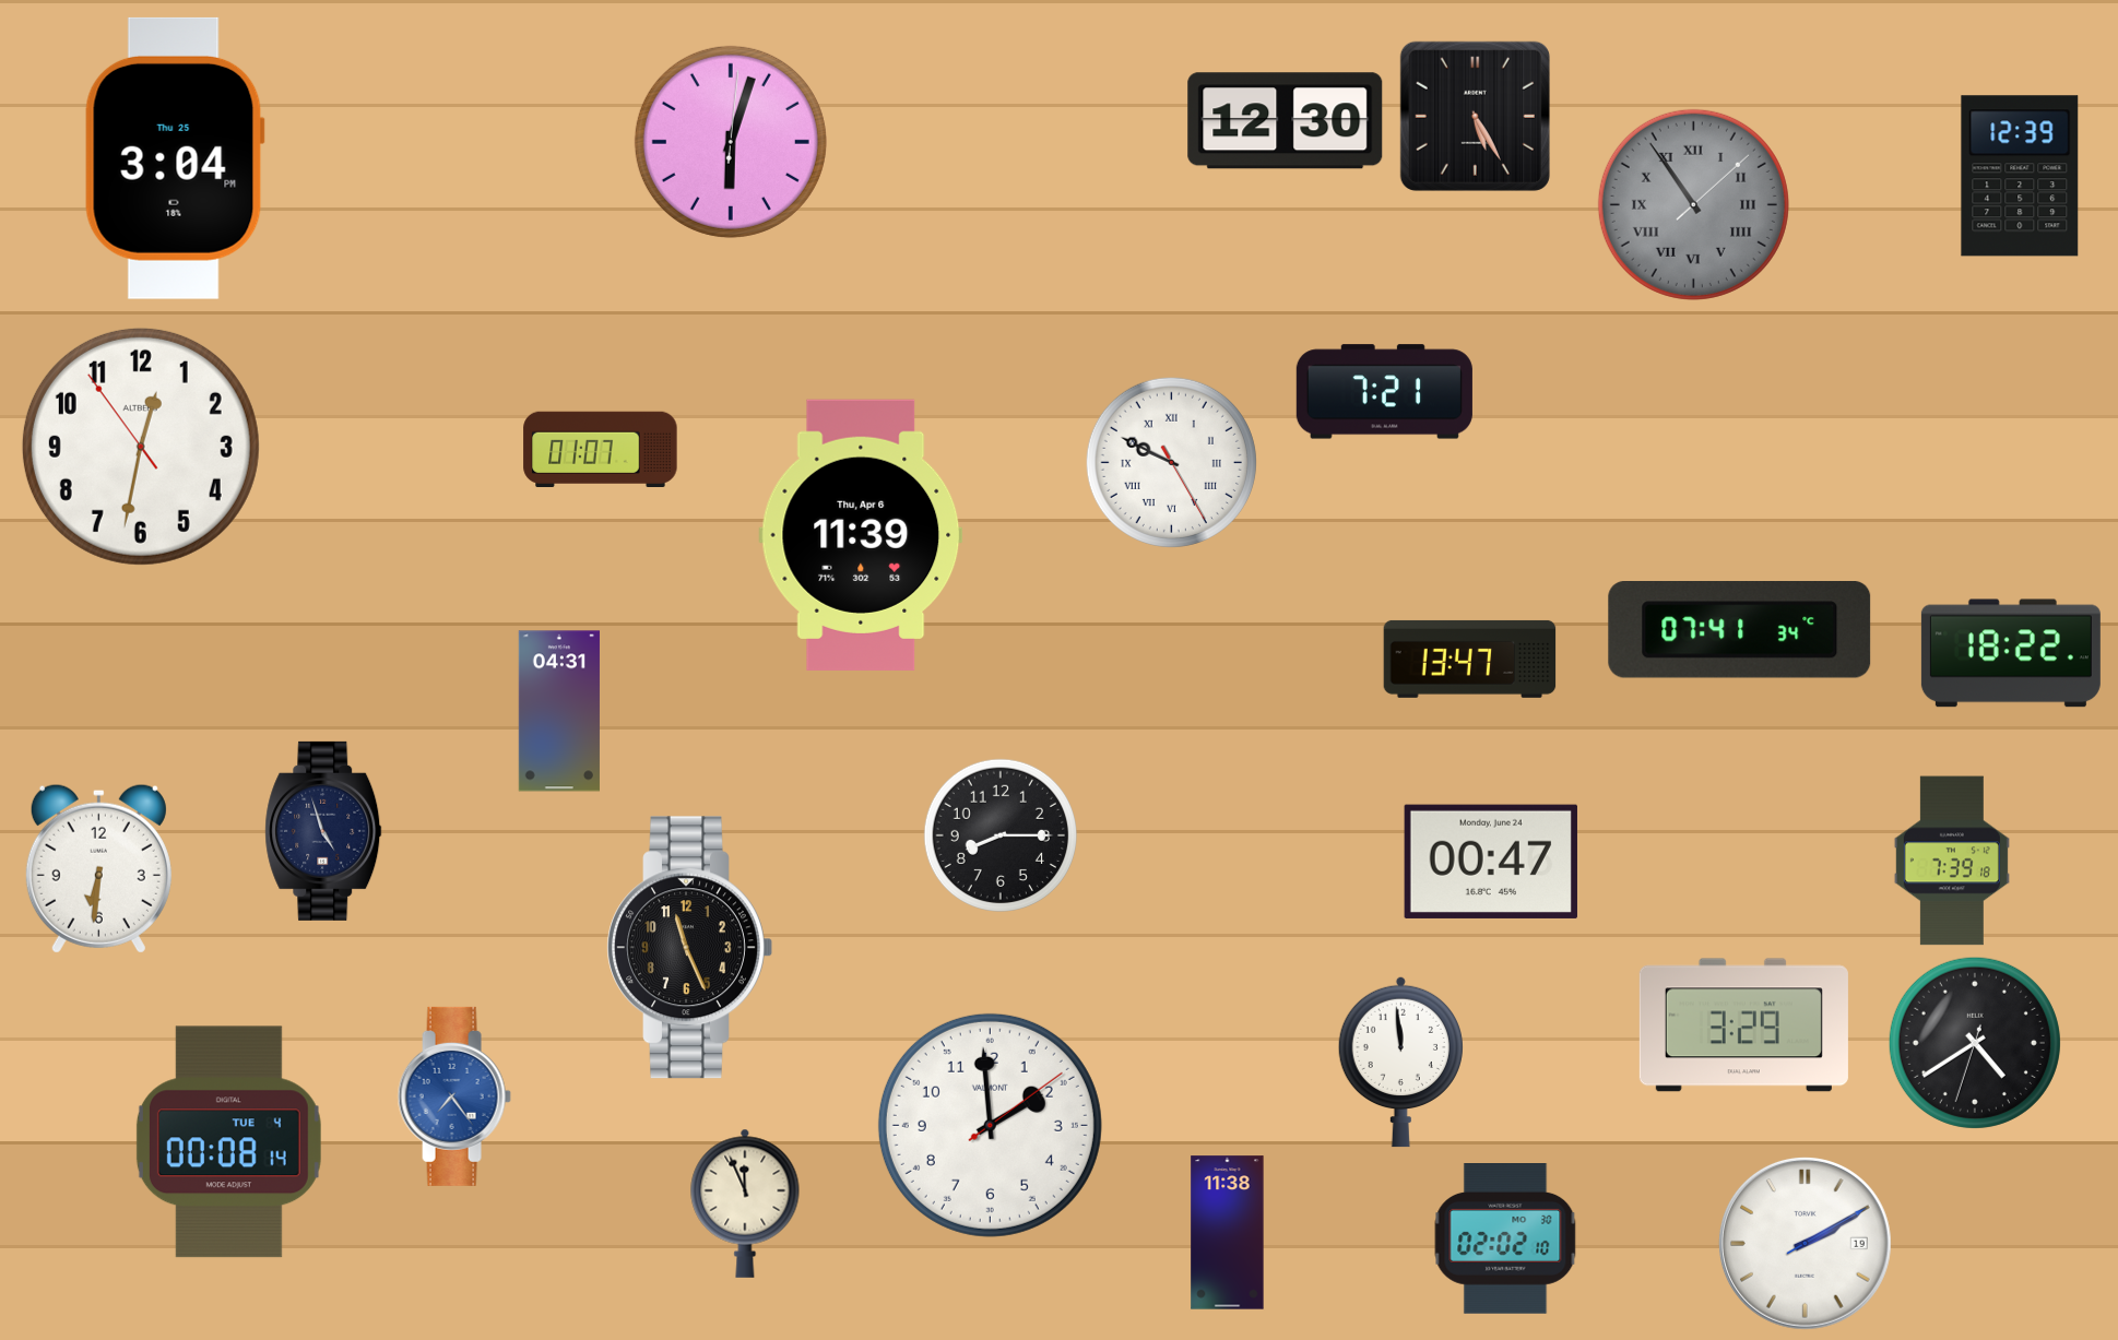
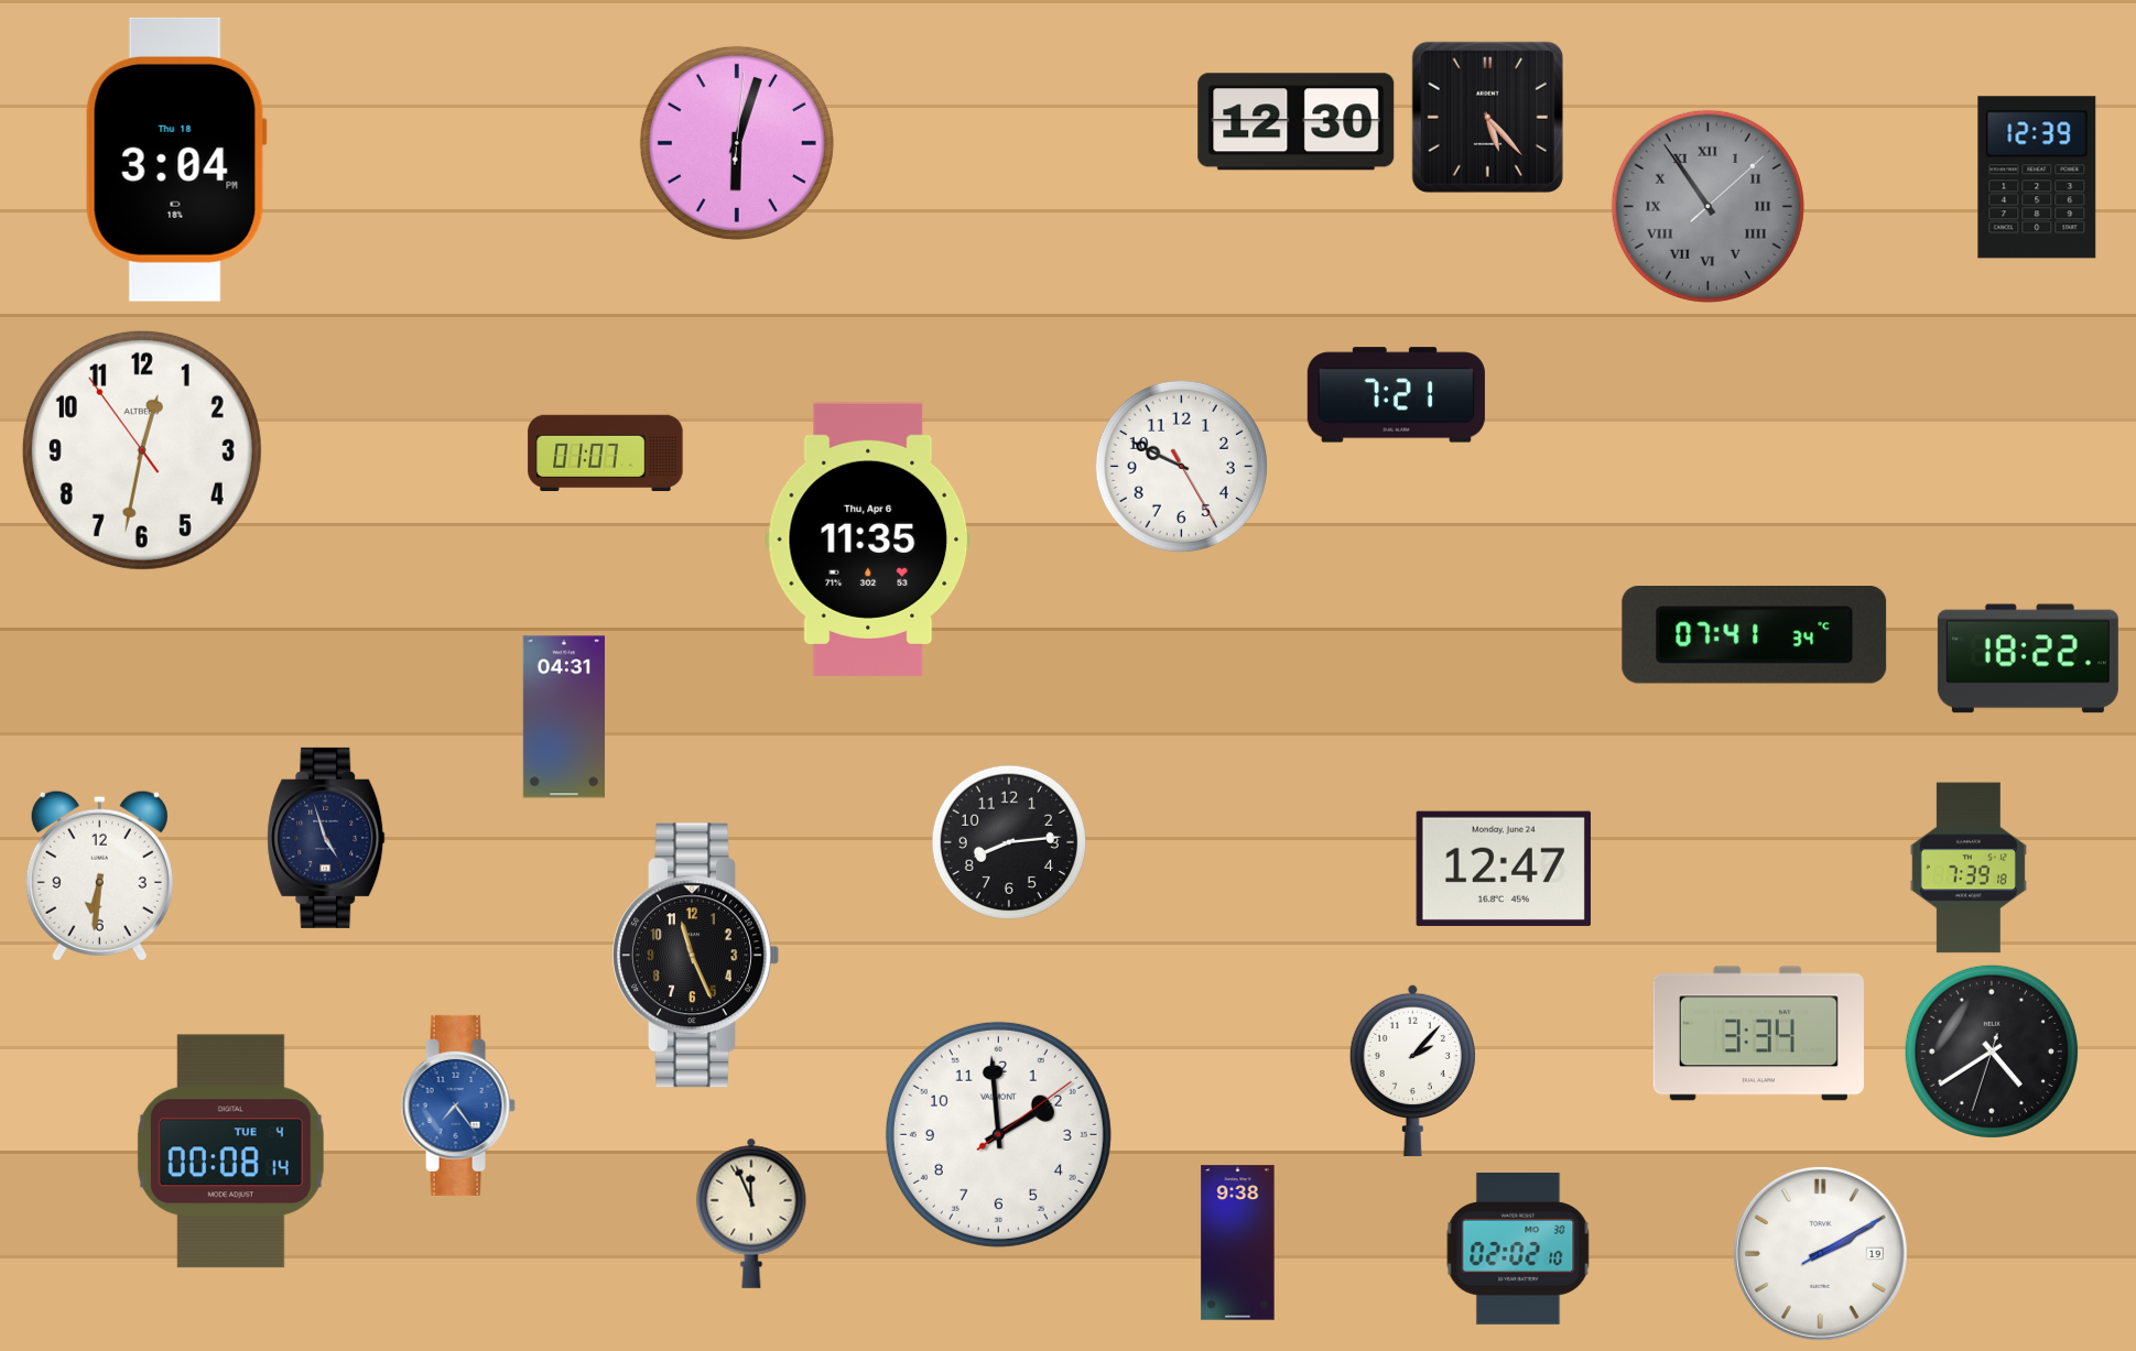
clock at (1475, 116): 5:25 -> 5:23
clock at (175, 158) date: Thu 25 -> Thu 18
clock at (1171, 462) numerals: Roman -> Arabic
clock at (861, 535): 11:39 -> 11:35
clock at (1470, 659): 13:47 -> none
clock at (999, 834): 8:15 -> 8:14
clock at (1491, 862): 00:47 -> 12:47
clock at (1743, 1025): 3:29 -> 3:34
clock at (1400, 1062): 11:59 -> 2:07
clock at (1228, 1233): 11:38 -> 9:38
